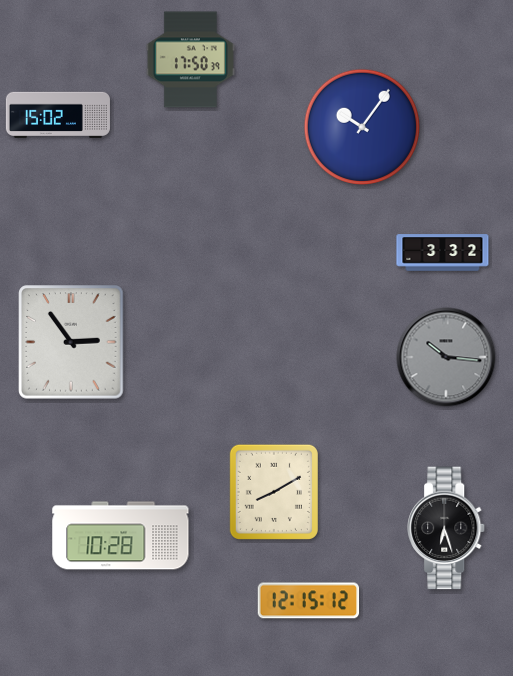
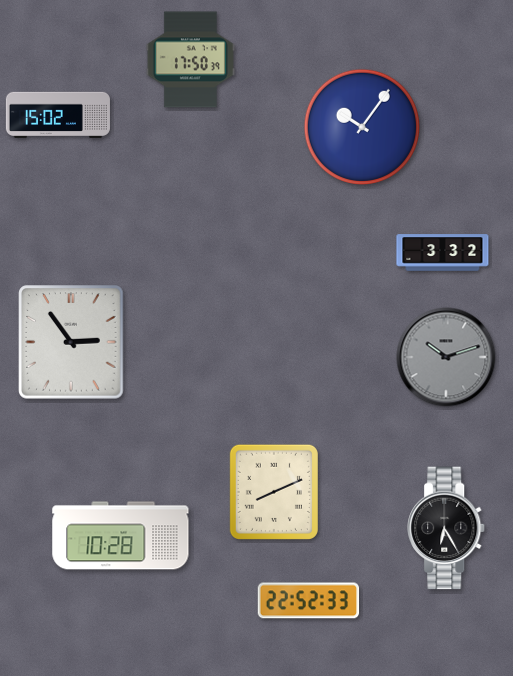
clock at (446, 357): 10:16 -> 10:12
clock at (274, 492): 8:10 -> 8:11
clock at (447, 528): 6:27 -> 6:25
clock at (309, 601): 12:15 -> 22:52
